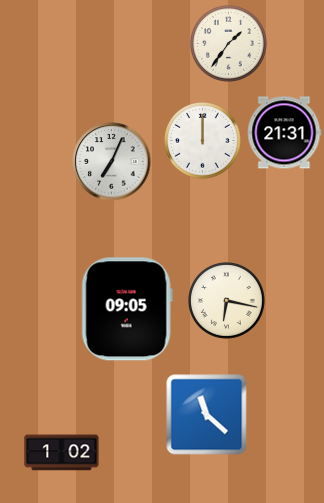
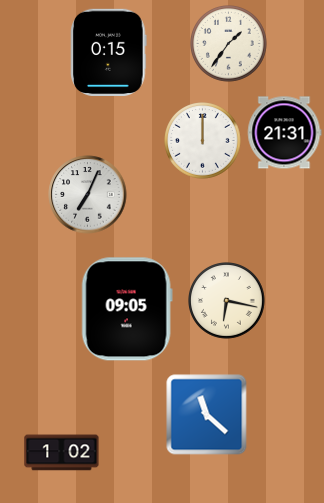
clock at (109, 52): none -> 0:15
clock at (112, 162) position: (112, 162) -> (88, 195)
